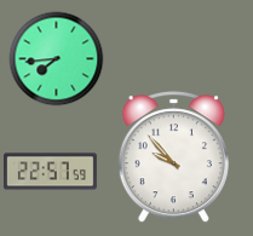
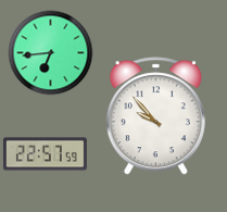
clock at (56, 58): 7:44 -> 6:44
clock at (173, 157) position: (173, 157) -> (155, 116)
